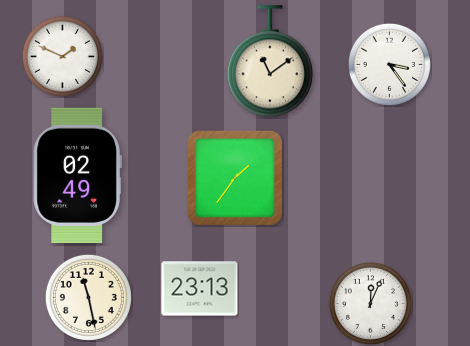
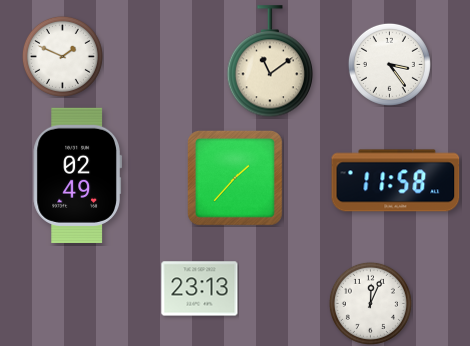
clock at (235, 178): 1:36 -> 1:37
clock at (396, 181): none -> 11:58
clock at (88, 297): 11:28 -> none
